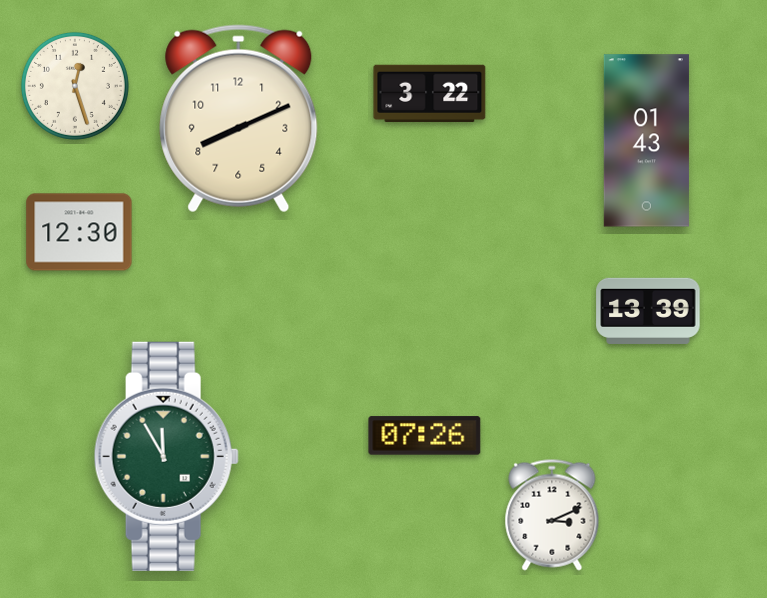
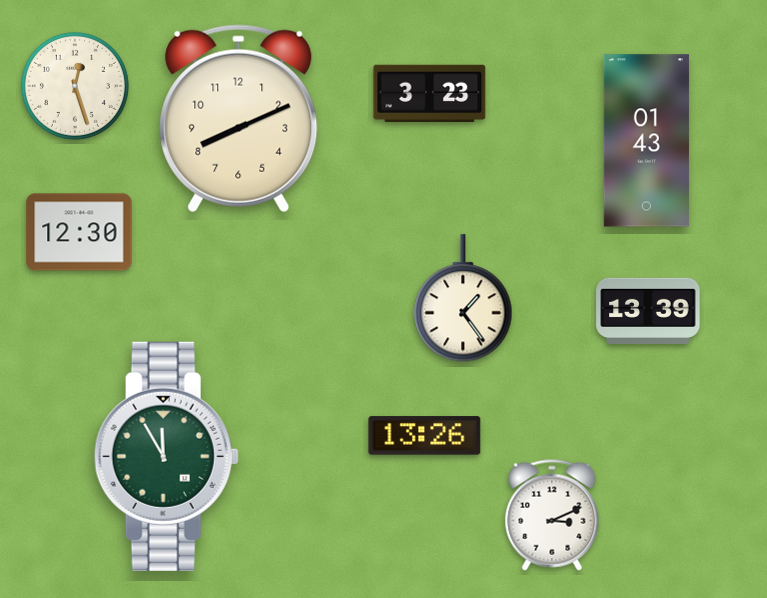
clock at (430, 93): 3:22 -> 3:23
clock at (463, 299): none -> 1:24
clock at (425, 436): 07:26 -> 13:26
